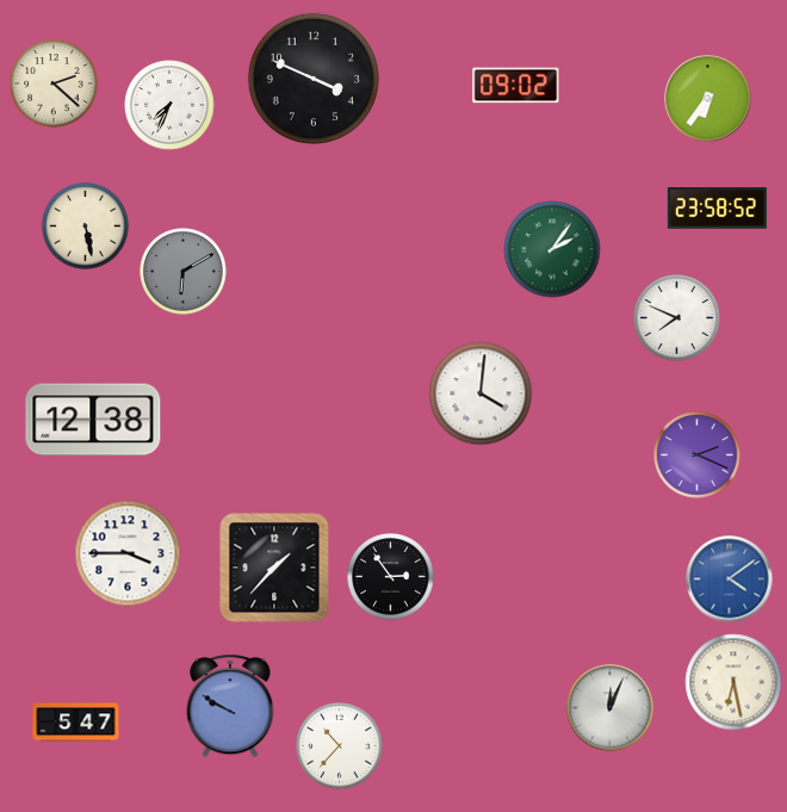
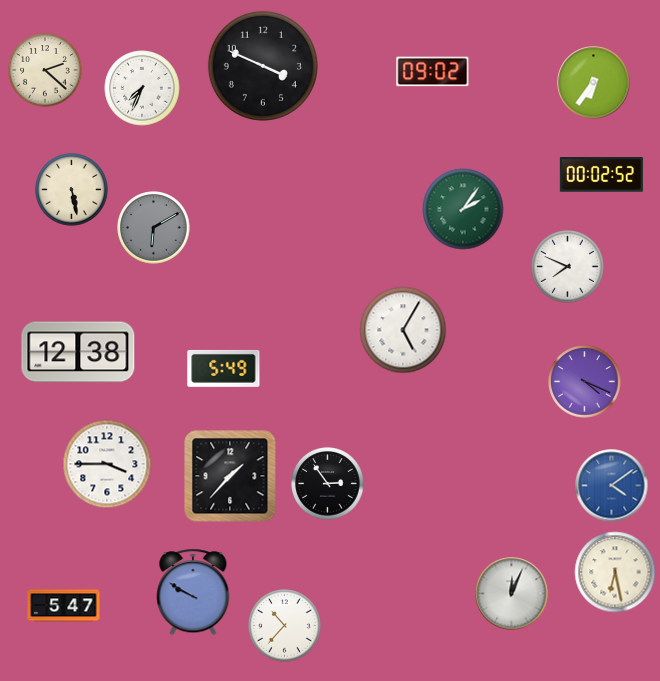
clock at (717, 209): 23:58 -> 00:02
clock at (481, 393): 4:01 -> 5:05
clock at (224, 368): none -> 5:49
clock at (698, 455): 2:19 -> 4:19
